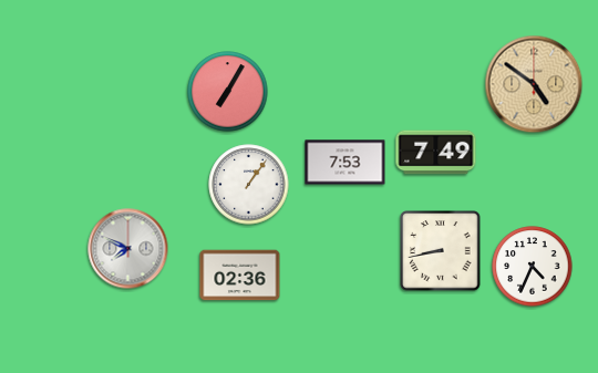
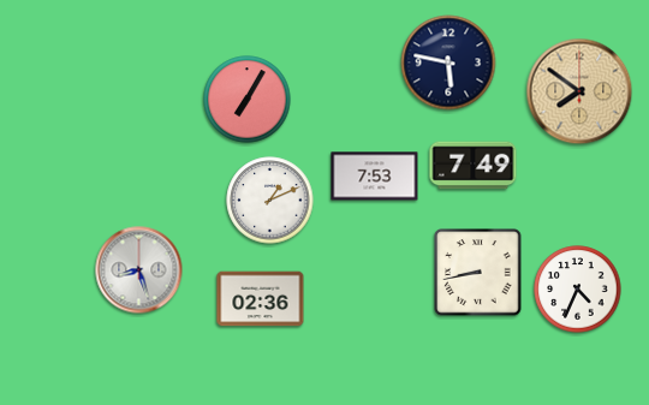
clock at (448, 62): none -> 5:47
clock at (534, 84): 4:51 -> 7:51
clock at (249, 185): 1:06 -> 1:11
clock at (128, 249): 7:49 -> 8:27
